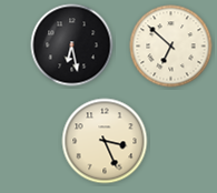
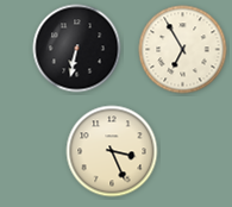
clock at (72, 45): 6:28 -> 6:32
clock at (171, 47): 6:52 -> 6:55
